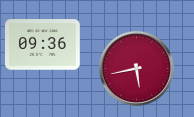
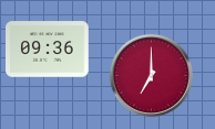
clock at (136, 68): 5:43 -> 7:00
